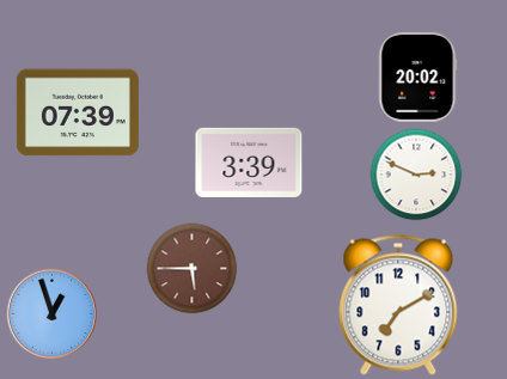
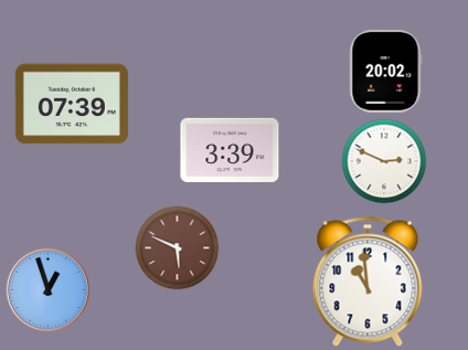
clock at (193, 269): 5:45 -> 5:49
clock at (398, 305): 7:10 -> 10:59
